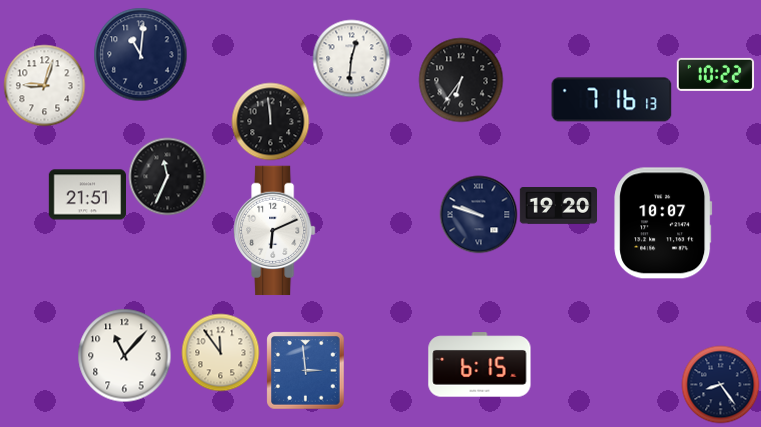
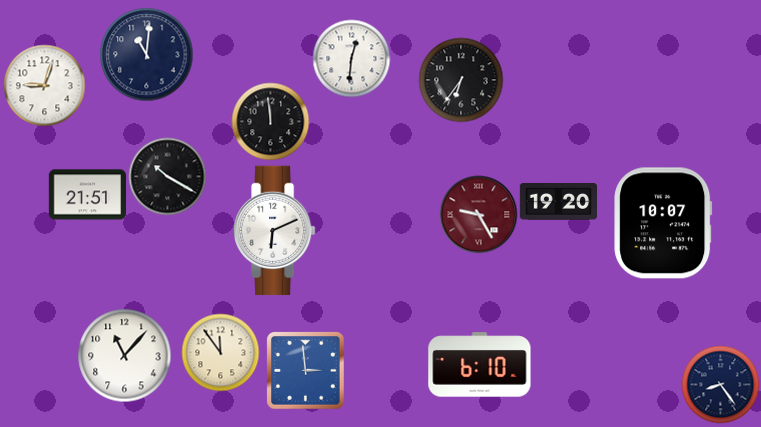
clock at (140, 54) position: (140, 54) -> (146, 54)
clock at (715, 74): 10:22 -> none
clock at (612, 100): 7:16 -> none
clock at (167, 176): 11:34 -> 10:20
clock at (558, 206) position: (558, 206) -> (558, 202)
clock at (478, 214): 9:48 -> 9:25
clock at (478, 214) dial: navy -> burgundy
clock at (480, 365): 6:15 -> 6:10
